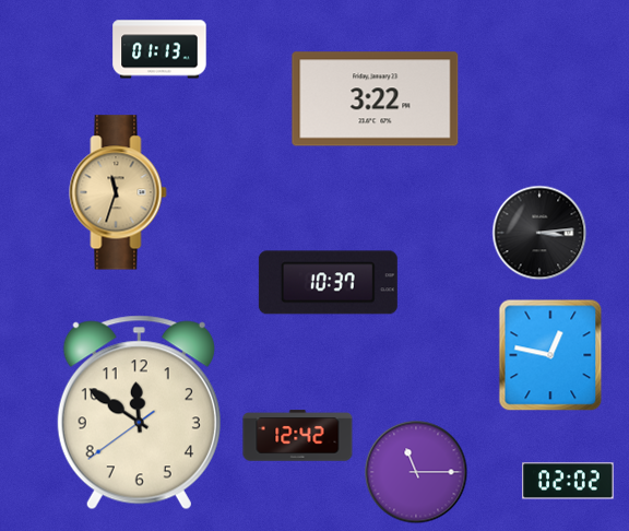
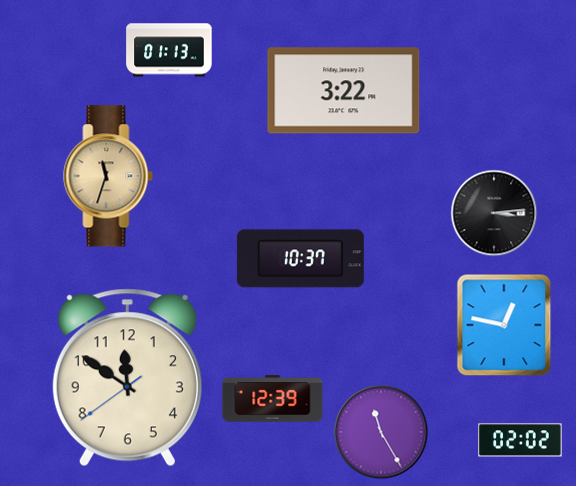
clock at (159, 49) position: (159, 49) -> (169, 50)
clock at (298, 436): 12:42 -> 12:39
clock at (416, 472): 11:15 -> 11:25
